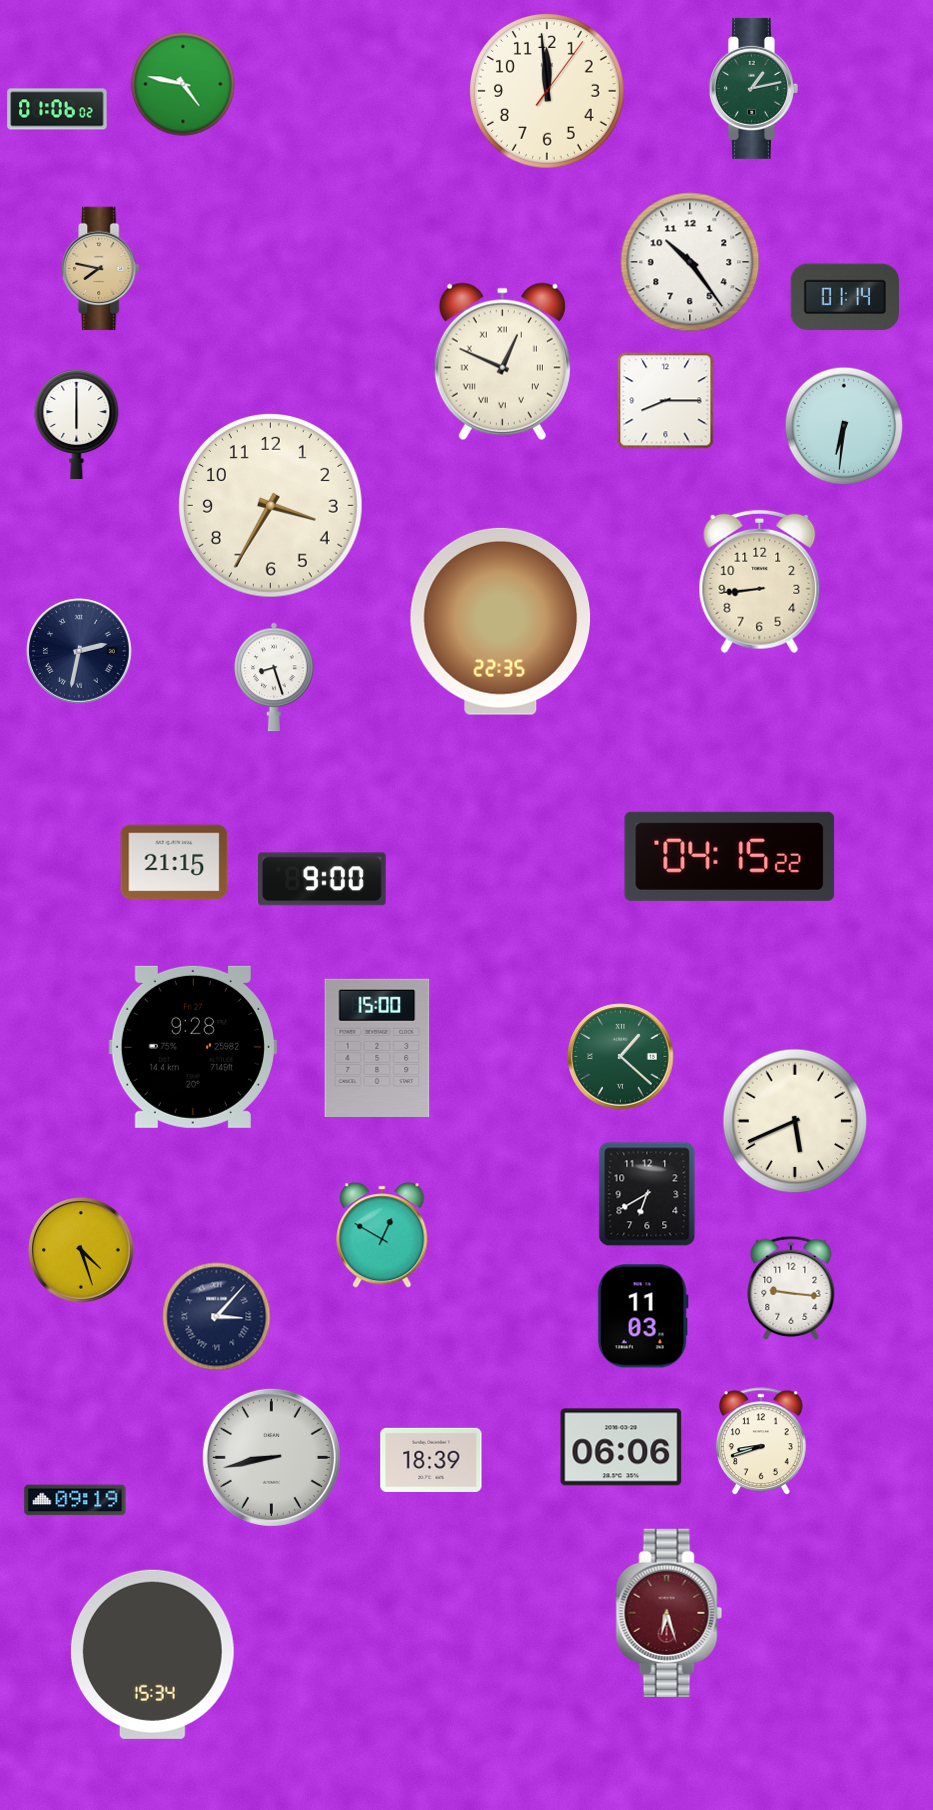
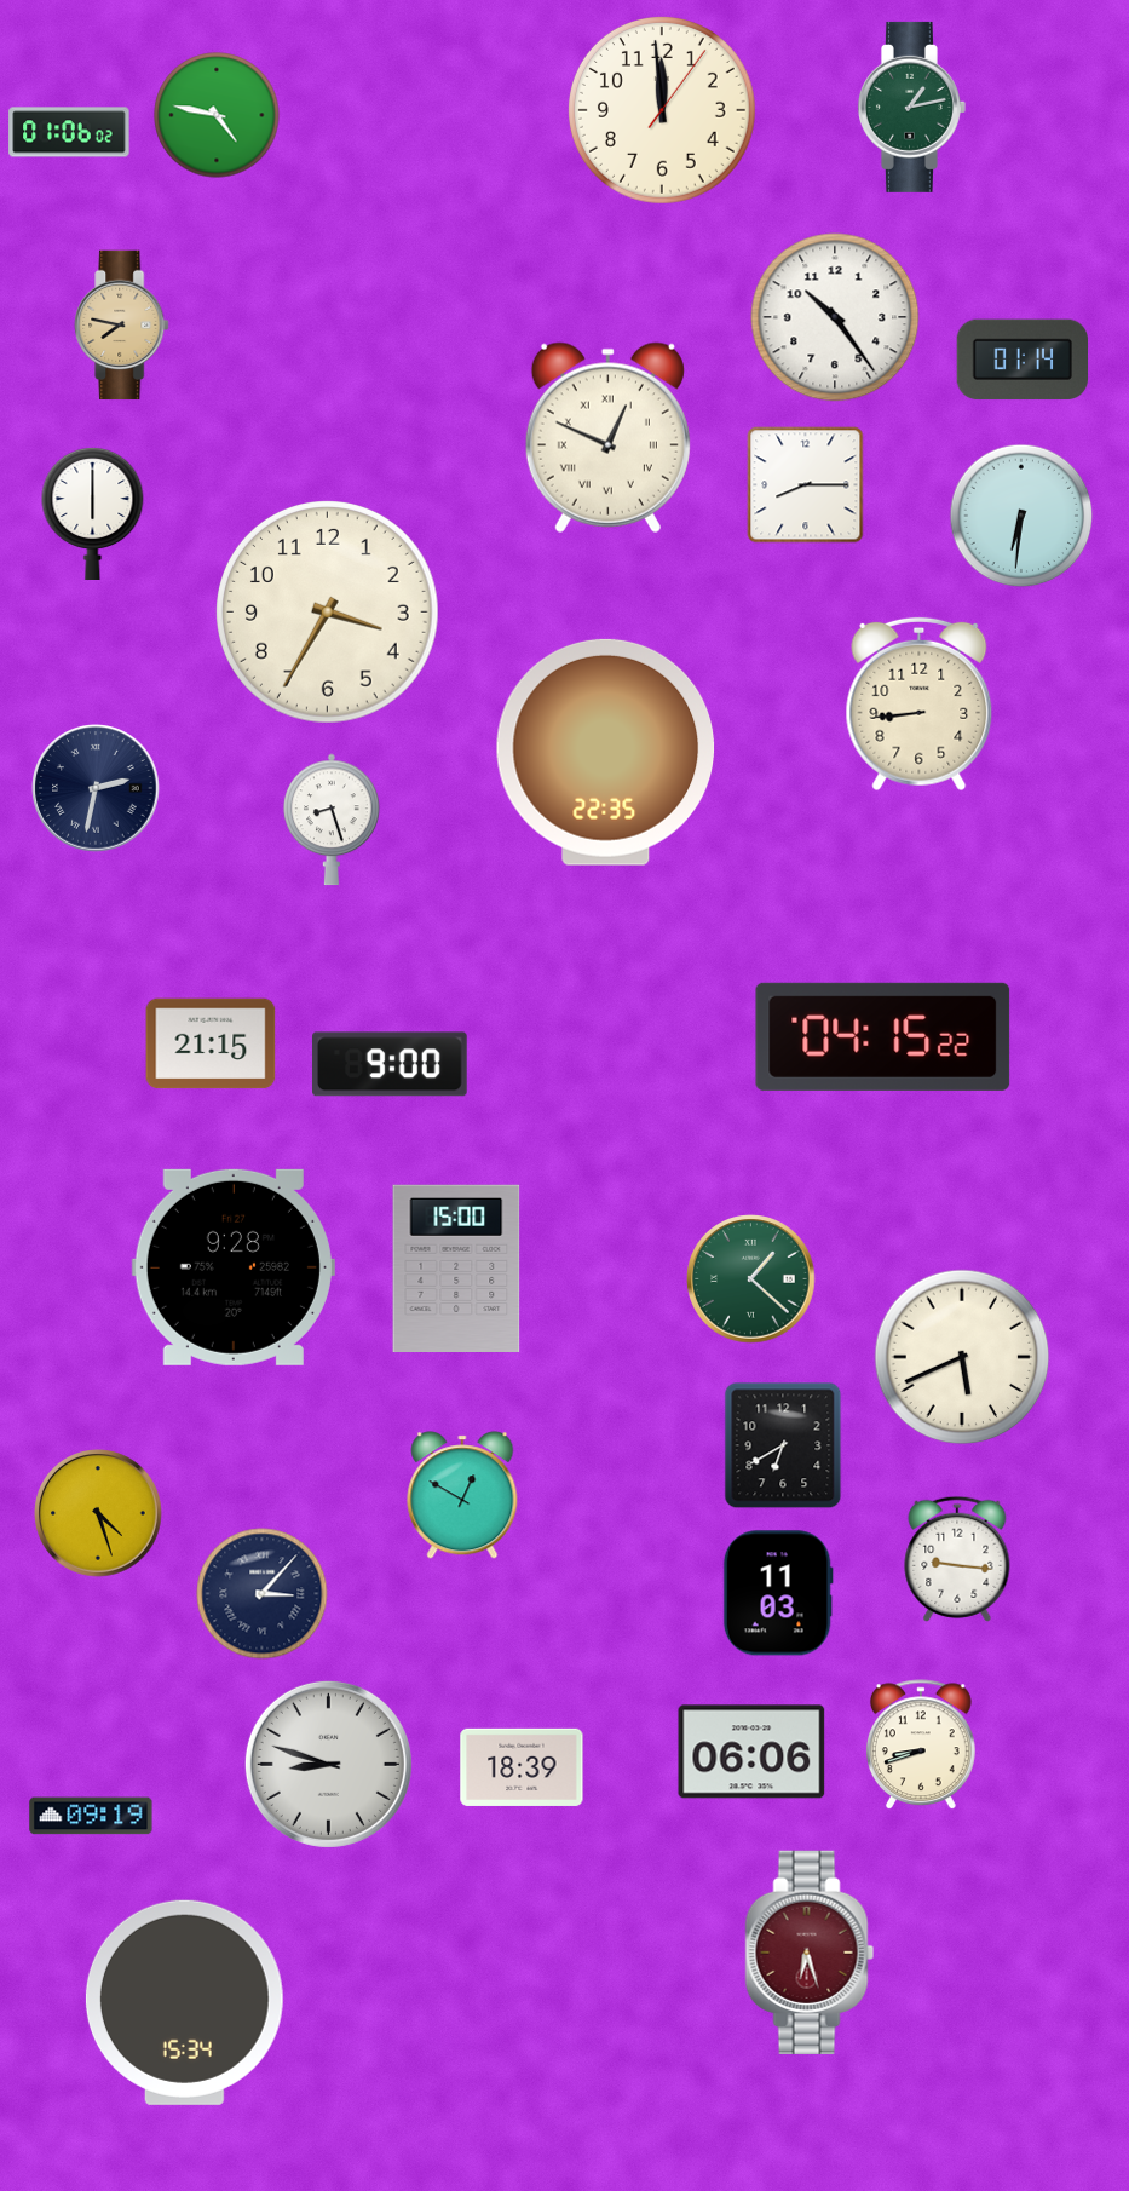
clock at (183, 84) position: (183, 84) -> (217, 115)
clock at (271, 1457): 8:43 -> 8:48
